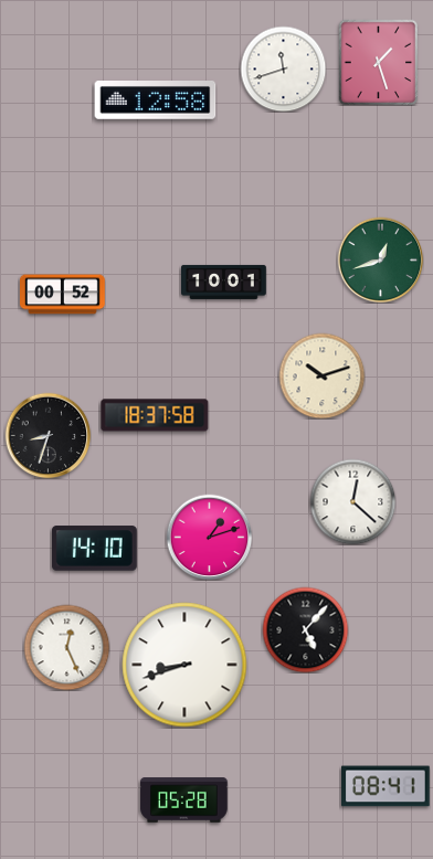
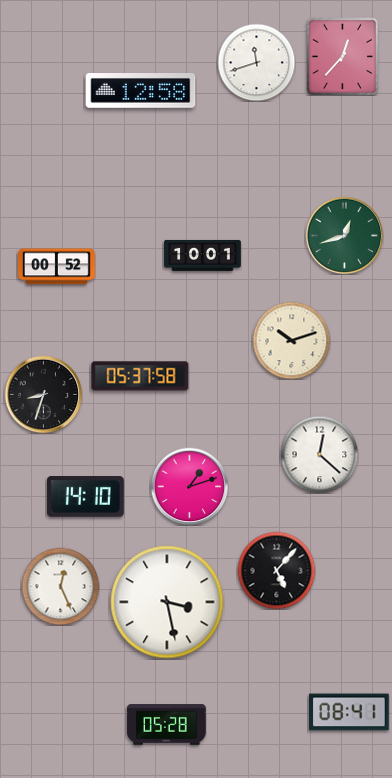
clock at (379, 62): 1:27 -> 12:37
clock at (155, 415): 18:37 -> 05:37
clock at (184, 665): 8:42 -> 3:28
